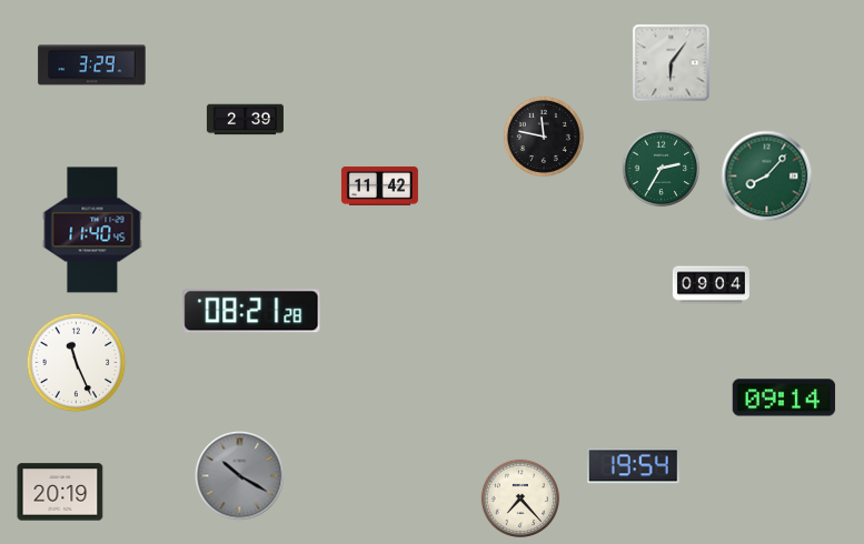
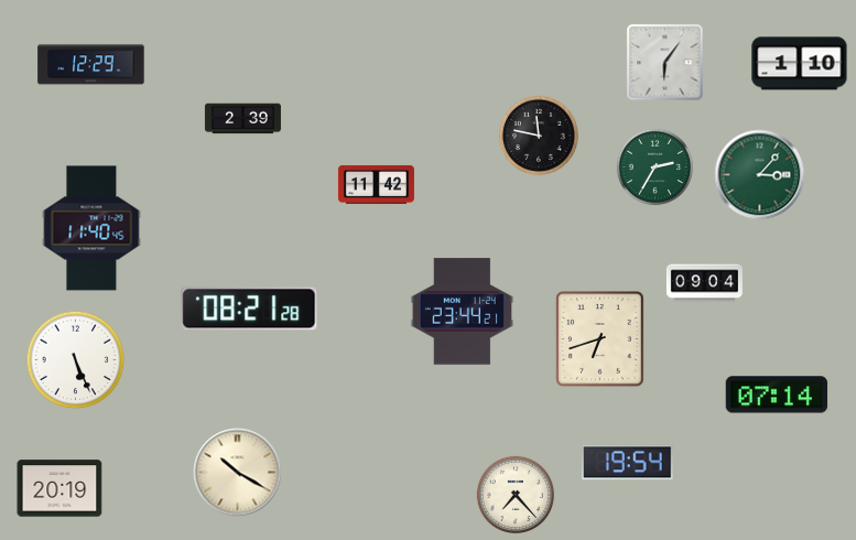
clock at (800, 64): none -> 1:10
clock at (92, 66): 3:29 -> 12:29
clock at (767, 177): 8:07 -> 3:07
clock at (462, 312): none -> 23:44
clock at (600, 339): none -> 6:42
clock at (77, 363): 11:26 -> 5:26
clock at (784, 397): 09:14 -> 07:14
clock at (240, 476) dial: grey -> cream
